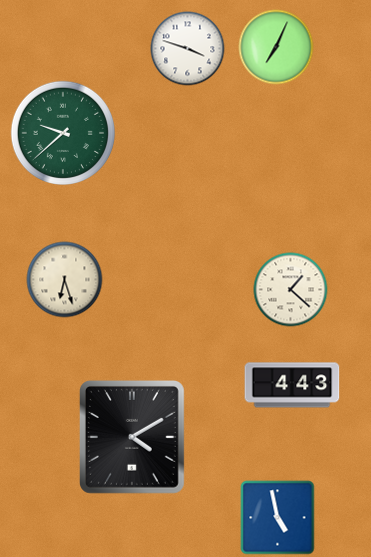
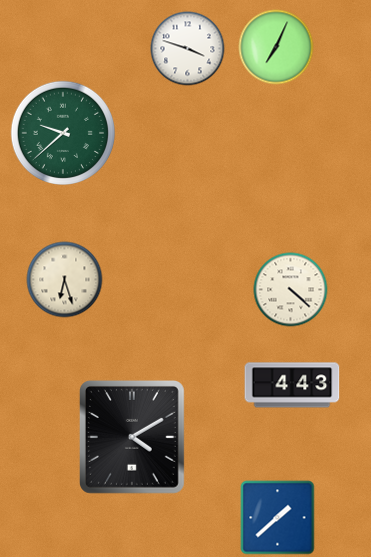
clock at (291, 290): 1:22 -> 4:22
clock at (278, 518): 4:58 -> 1:38
